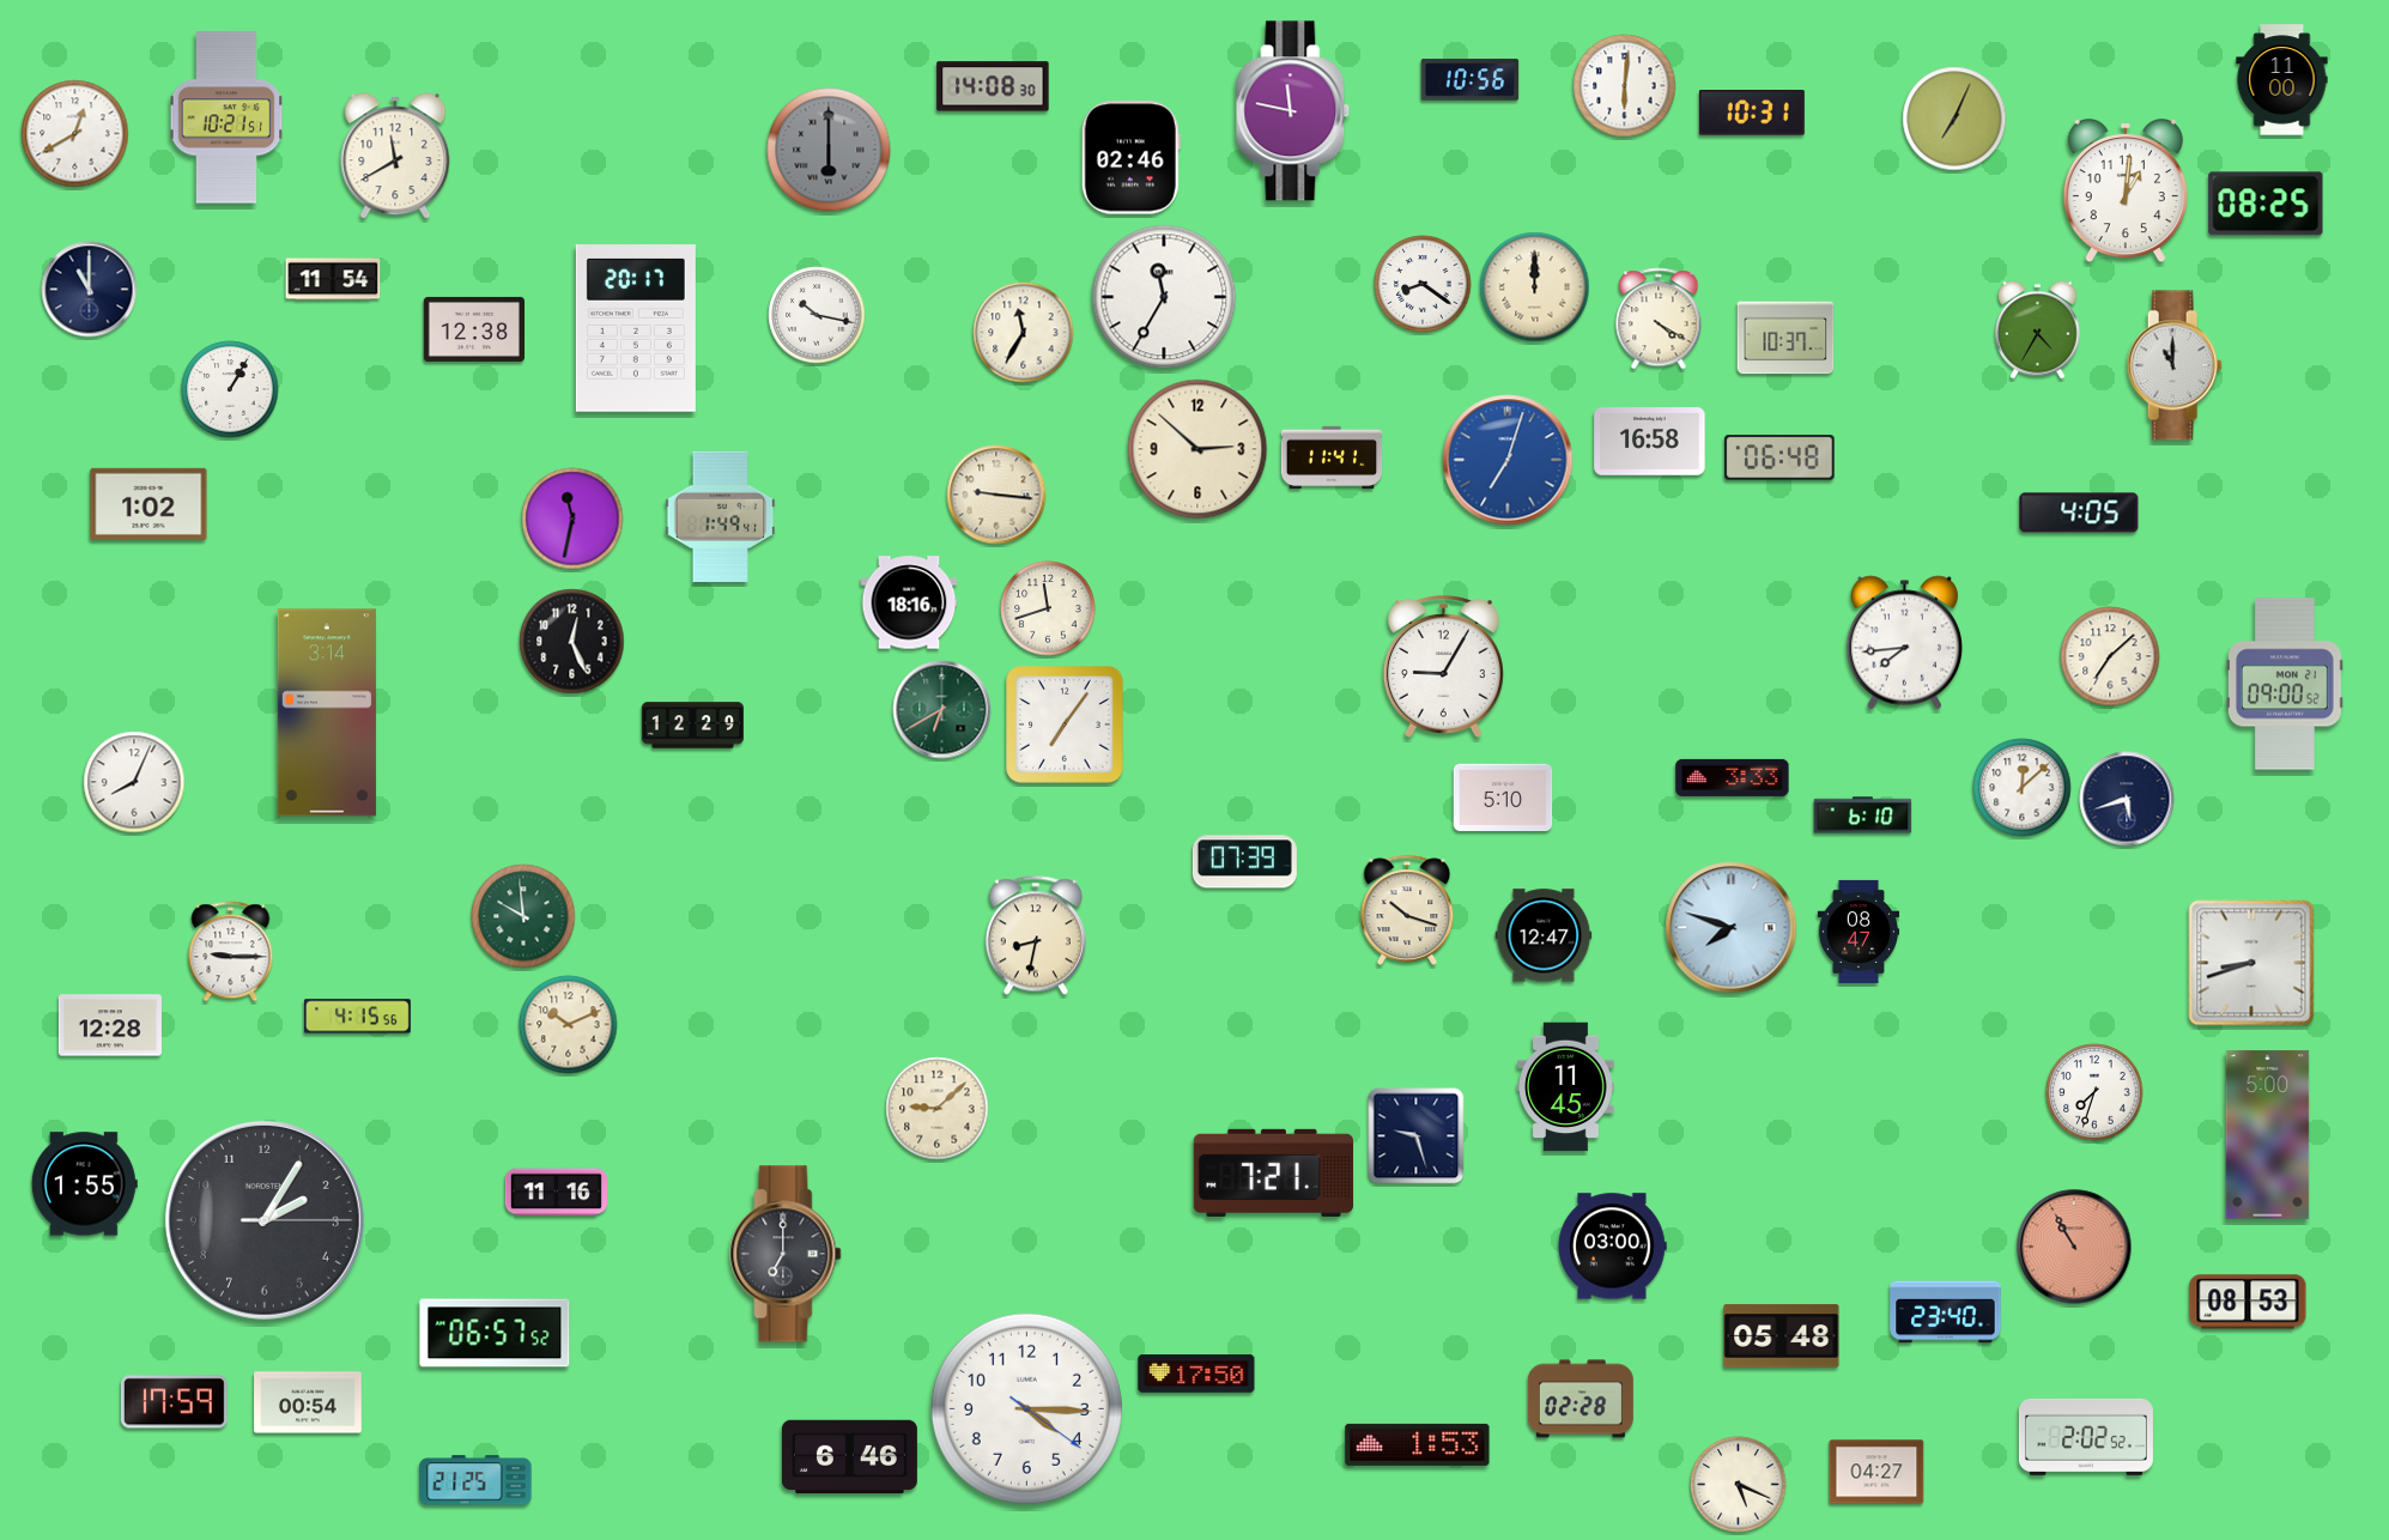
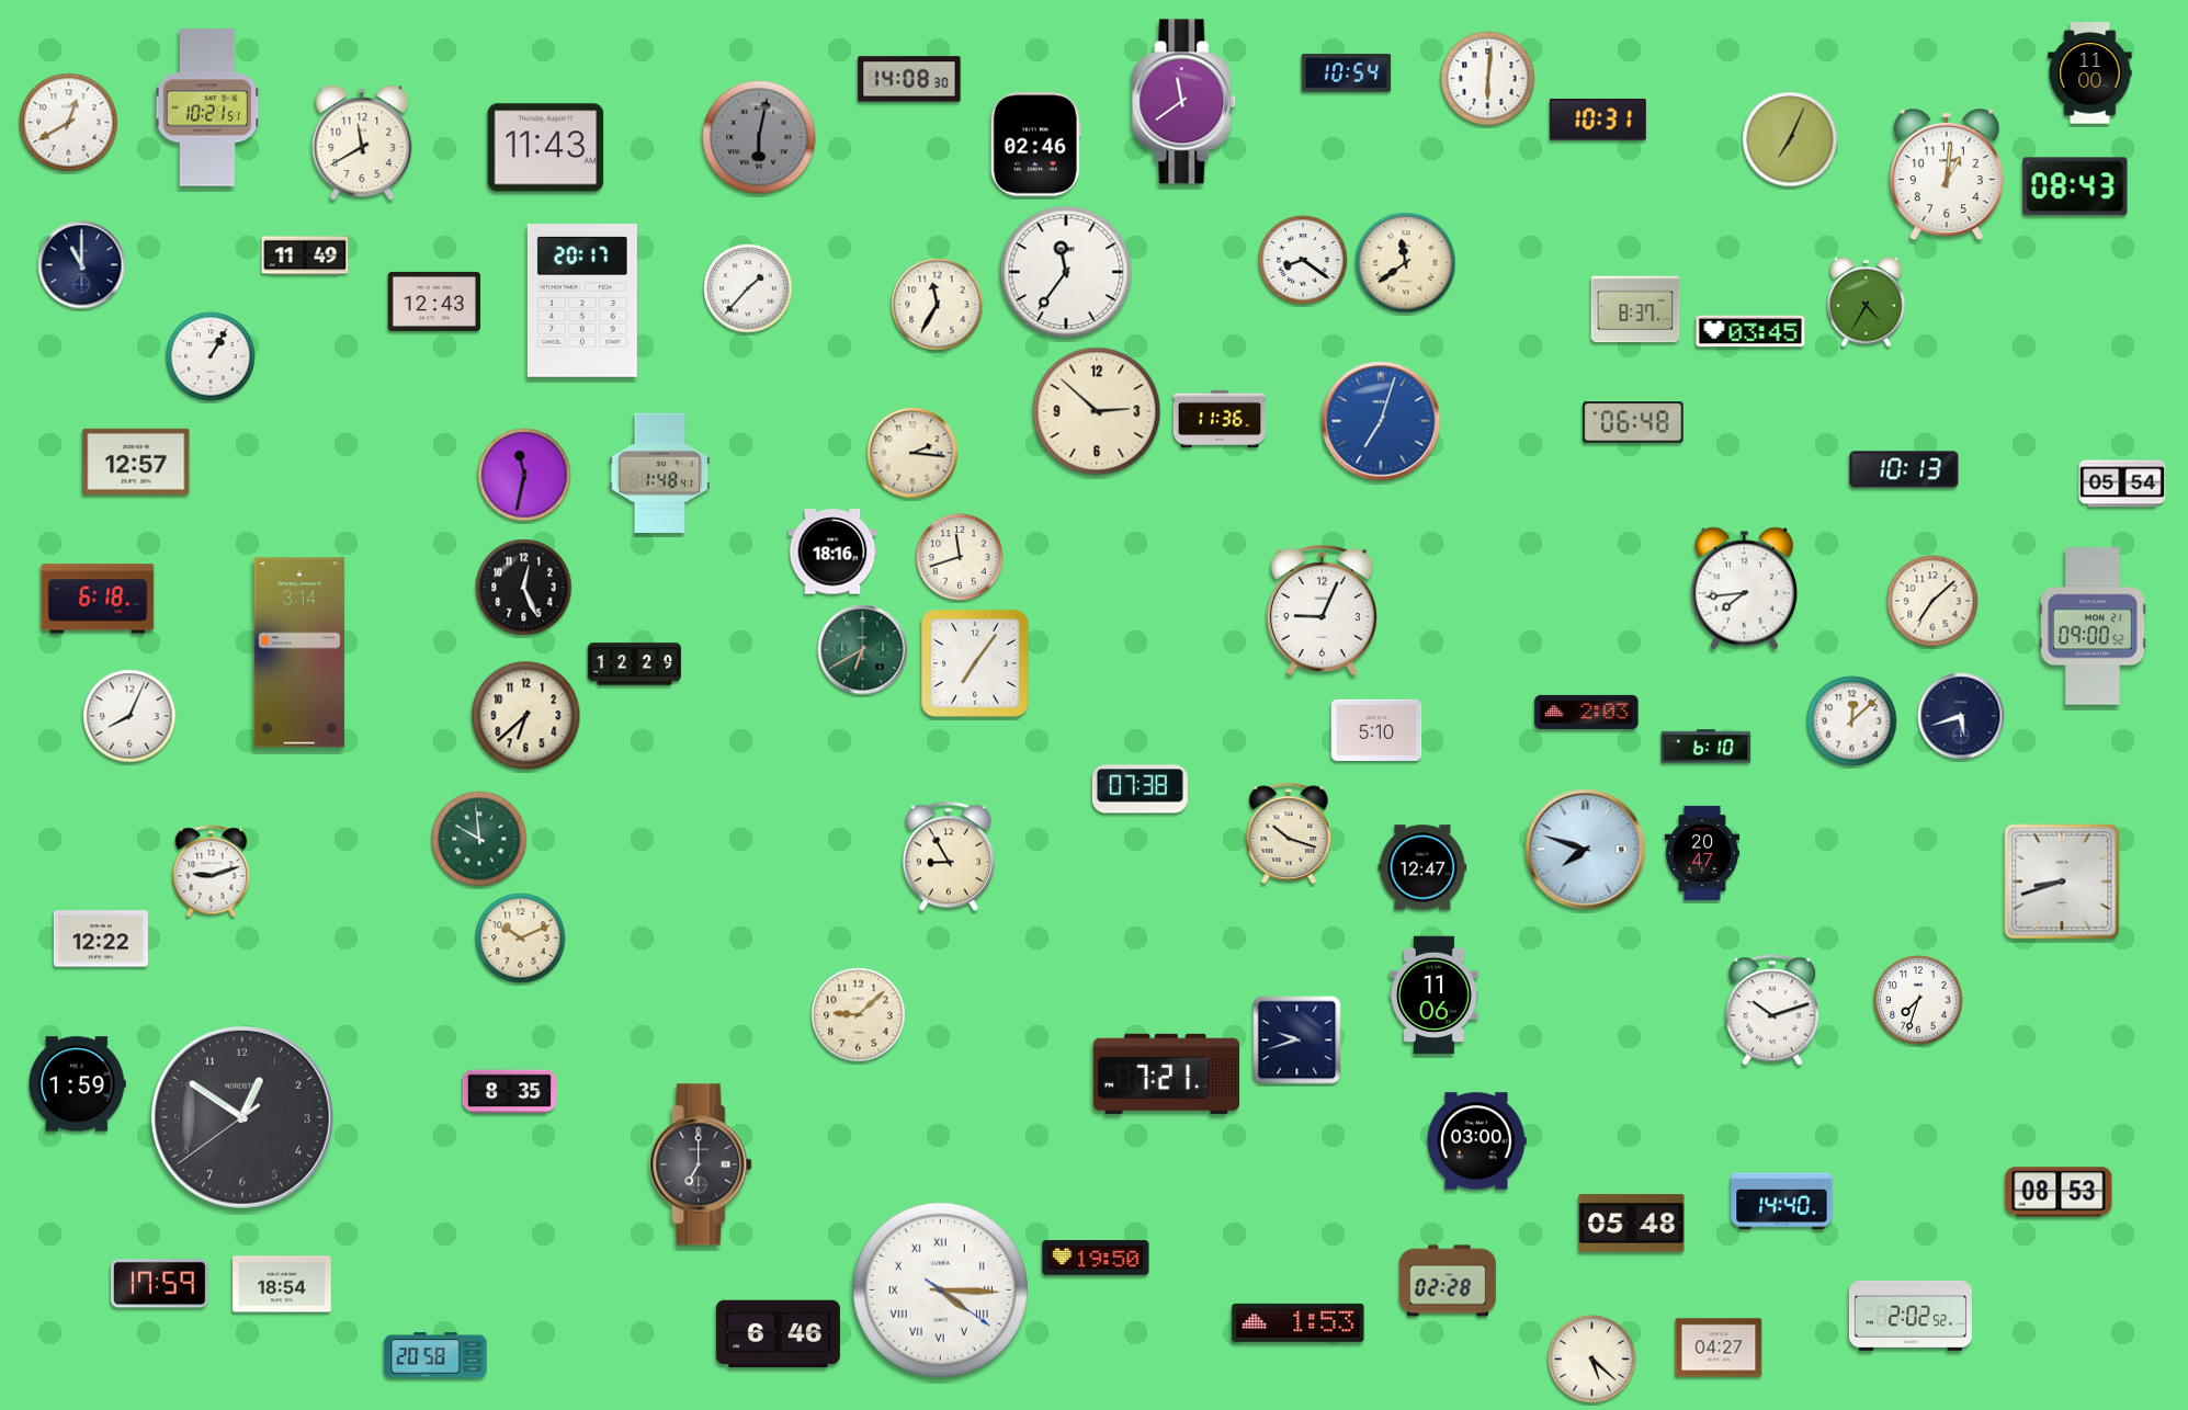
clock at (1471, 80): 10:56 -> 10:54
clock at (1293, 111): 11:47 -> 11:39
clock at (1752, 113) position: (1752, 113) -> (1598, 120)
clock at (1954, 119) position: (1954, 119) -> (1790, 139)
clock at (829, 150): 6:00 -> 6:02
clock at (546, 148): none -> 11:43
clock at (2266, 204): 08:25 -> 08:43
clock at (333, 279): 11:54 -> 11:49
clock at (1535, 287): 12:00 -> 11:39
clock at (1164, 297): 11:35 -> 11:36
clock at (817, 315): 10:17 -> 1:37
clock at (1659, 319): 4:20 -> none
clock at (473, 329): 12:38 -> 12:43
clock at (1785, 338): 10:37 -> 8:37
clock at (1750, 331): none -> 03:45
clock at (2175, 365): 11:00 -> none
clock at (1650, 442): 16:58 -> none
clock at (1332, 457): 11:41 -> 11:36
clock at (1779, 457) position: (1779, 457) -> (1633, 422)
clock at (996, 495): 9:16 -> 2:16
clock at (148, 504): 1:02 -> 12:57
clock at (2079, 513): 4:05 -> 10:13
clock at (721, 516): 1:49 -> 1:48
clock at (2122, 484): none -> 05:54
clock at (98, 599): none -> 6:18
clock at (1443, 666): 9:05 -> 9:04
clock at (1733, 777): 3:33 -> 2:03
clock at (134, 782) position: (134, 782) -> (129, 716)
clock at (526, 716): none -> 6:38
clock at (2127, 799) position: (2127, 799) -> (1961, 716)
clock at (1244, 862): 07:39 -> 07:38
clock at (1859, 932): 08:47 -> 20:47
clock at (1036, 935): 8:32 -> 8:55
clock at (1544, 935) position: (1544, 935) -> (1422, 867)
clock at (231, 952): 9:15 -> 9:12
clock at (357, 1017): 4:15 -> none
clock at (110, 1025): 12:28 -> 12:22
clock at (1566, 1087): 11:45 -> 11:06
clock at (1772, 1010): none -> 10:12
clock at (2268, 1135): 5:00 -> none
clock at (1417, 1136): 9:27 -> 9:42
clock at (84, 1184): 1:55 -> 1:59
clock at (556, 1193): 11:16 -> 8:35
clock at (265, 1220): 2:05 -> 12:50
clock at (2074, 1247): 10:55 -> none
clock at (786, 1254) position: (786, 1254) -> (701, 1164)
clock at (1946, 1312): 23:40 -> 14:40
clock at (495, 1333): 06:57 -> none
clock at (1196, 1374): 17:50 -> 19:50
clock at (308, 1402): 00:54 -> 18:54
clock at (1026, 1408) numerals: Arabic -> Roman
clock at (475, 1480): 21:25 -> 20:58
clock at (1739, 1485): 5:19 -> 5:22
